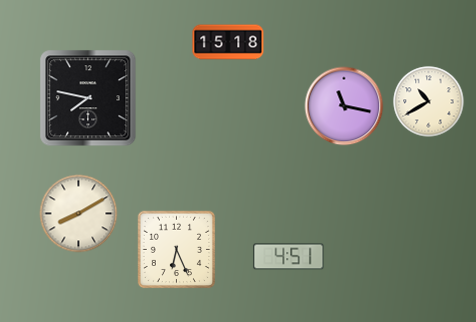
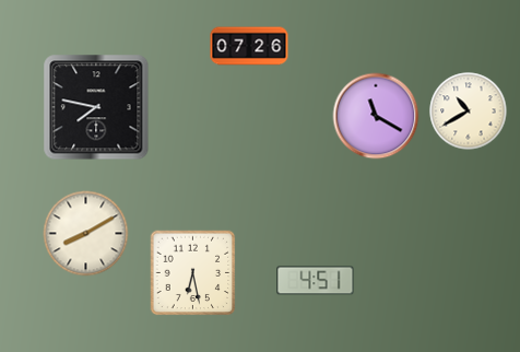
clock at (228, 42): 15:18 -> 07:26
clock at (344, 106): 11:17 -> 11:20
clock at (177, 250): 6:26 -> 6:28
